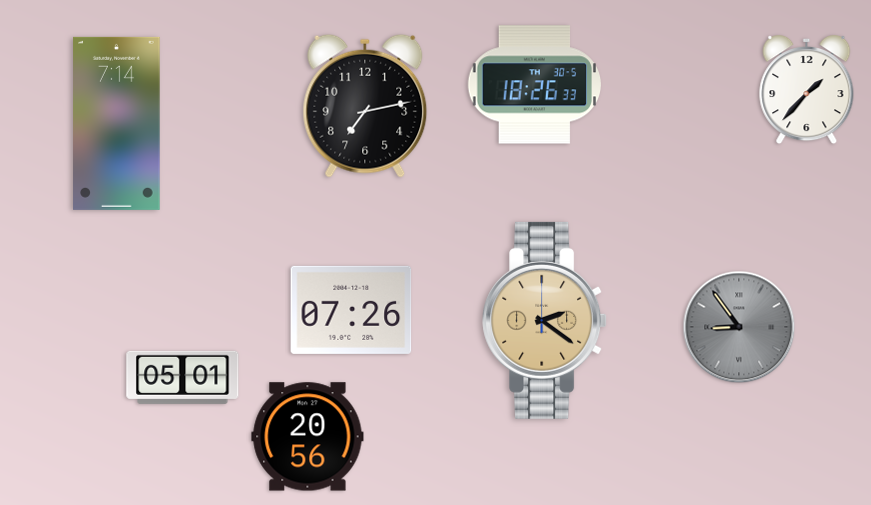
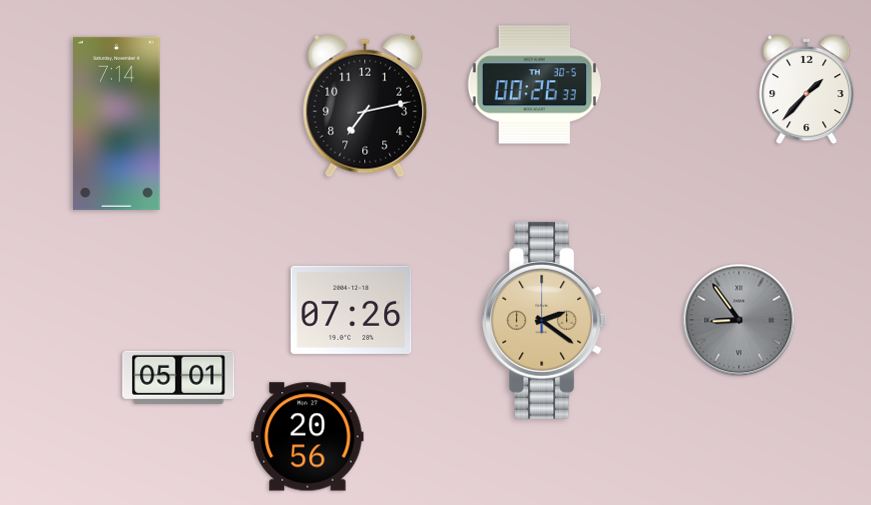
clock at (534, 85): 18:26 -> 00:26
clock at (739, 327) position: (739, 327) -> (739, 320)
clock at (183, 377) position: (183, 377) -> (179, 377)
